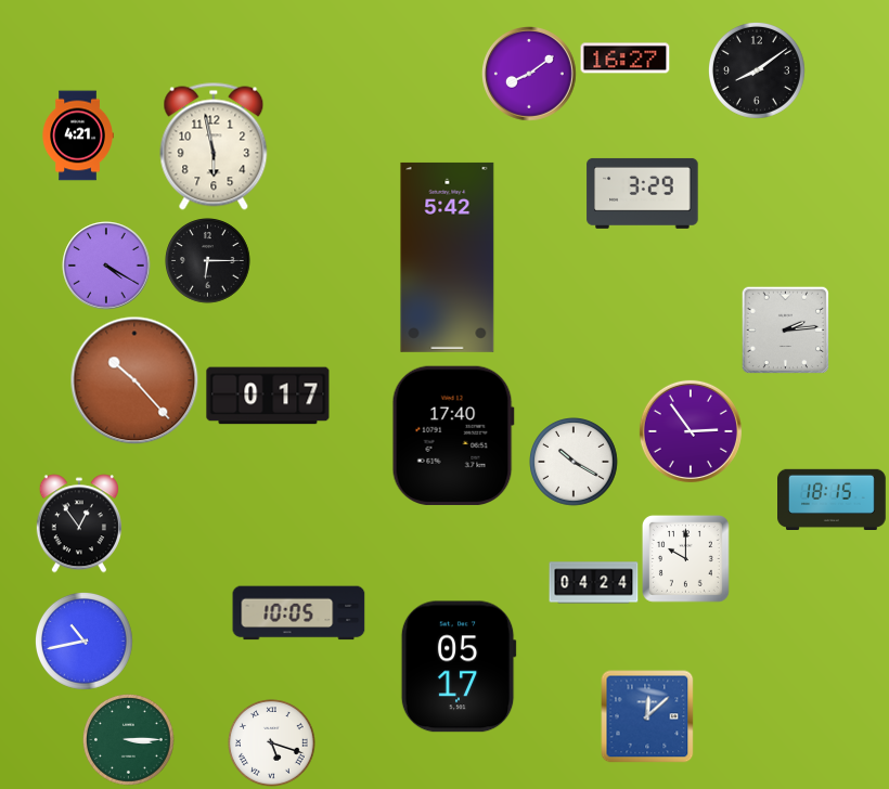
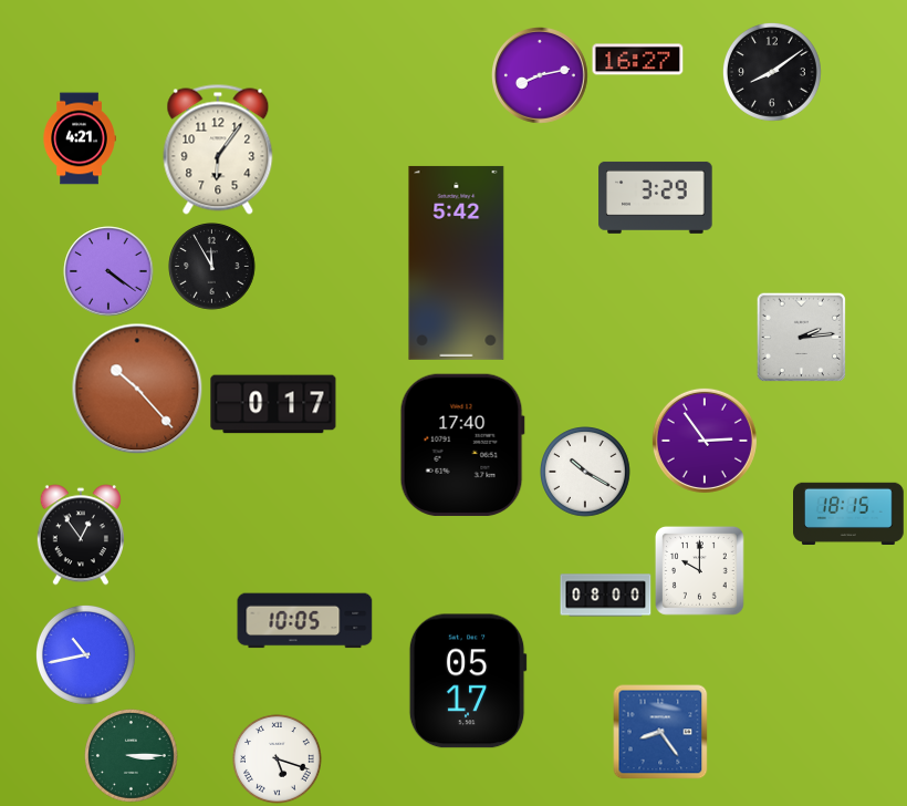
clock at (530, 75): 8:09 -> 8:13
clock at (214, 146): 5:58 -> 6:06
clock at (208, 261): 6:15 -> 11:55
clock at (106, 266): 4:20 -> 4:21
clock at (833, 499) position: (833, 499) -> (849, 513)
clock at (594, 583): 04:24 -> 08:00
clock at (299, 613) position: (299, 613) -> (305, 621)
clock at (647, 716): 12:08 -> 8:24
